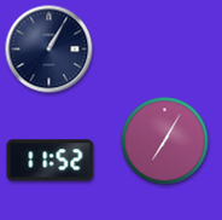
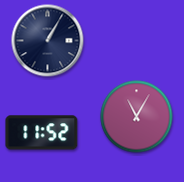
clock at (49, 50) position: (49, 50) -> (48, 41)
clock at (165, 141): 7:05 -> 11:05
